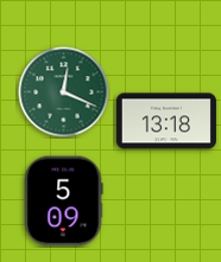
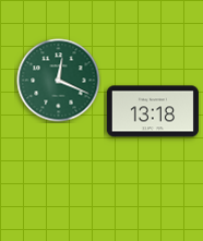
clock at (64, 92) position: (64, 92) -> (59, 81)
clock at (63, 202): 5:09 -> none
